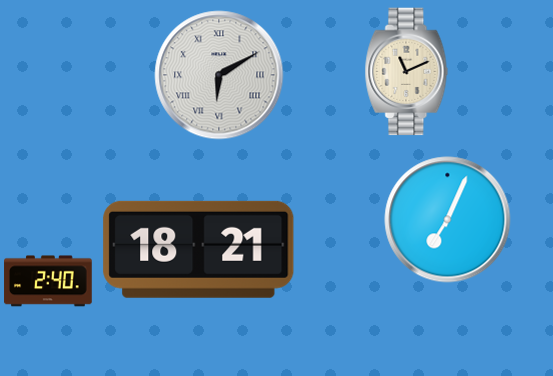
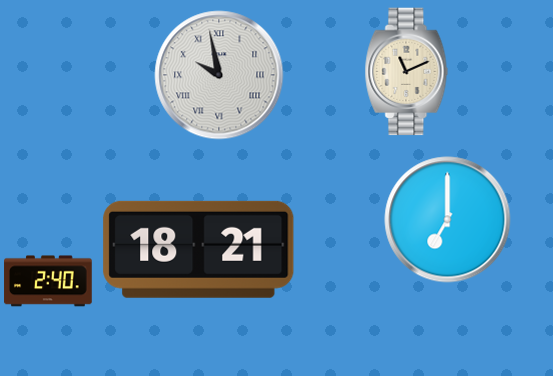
clock at (219, 75): 6:10 -> 9:58
clock at (448, 220): 7:04 -> 7:00
